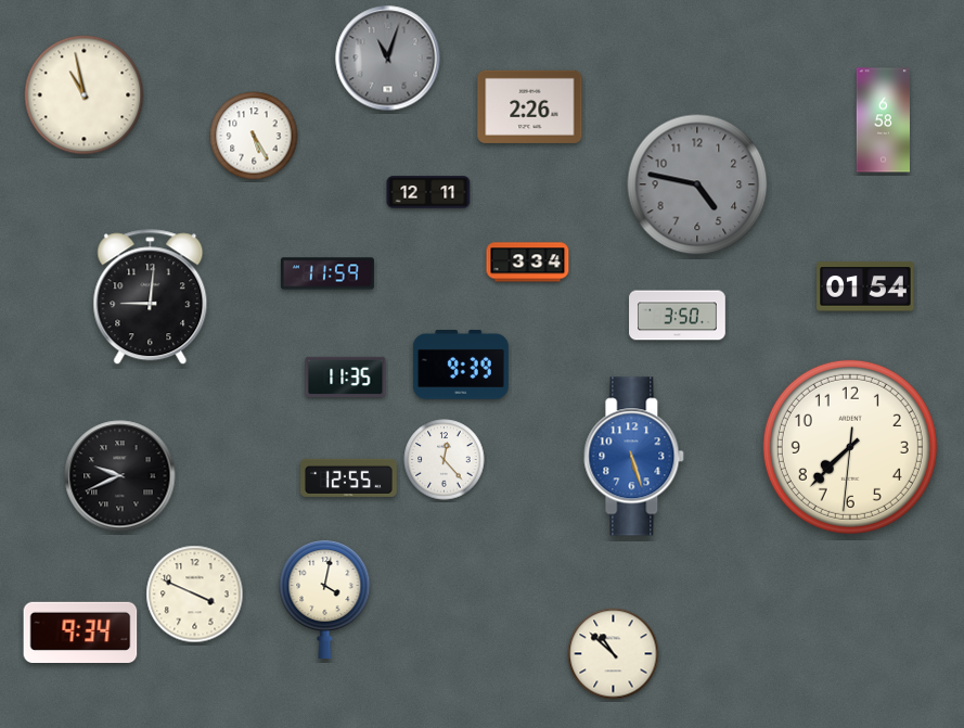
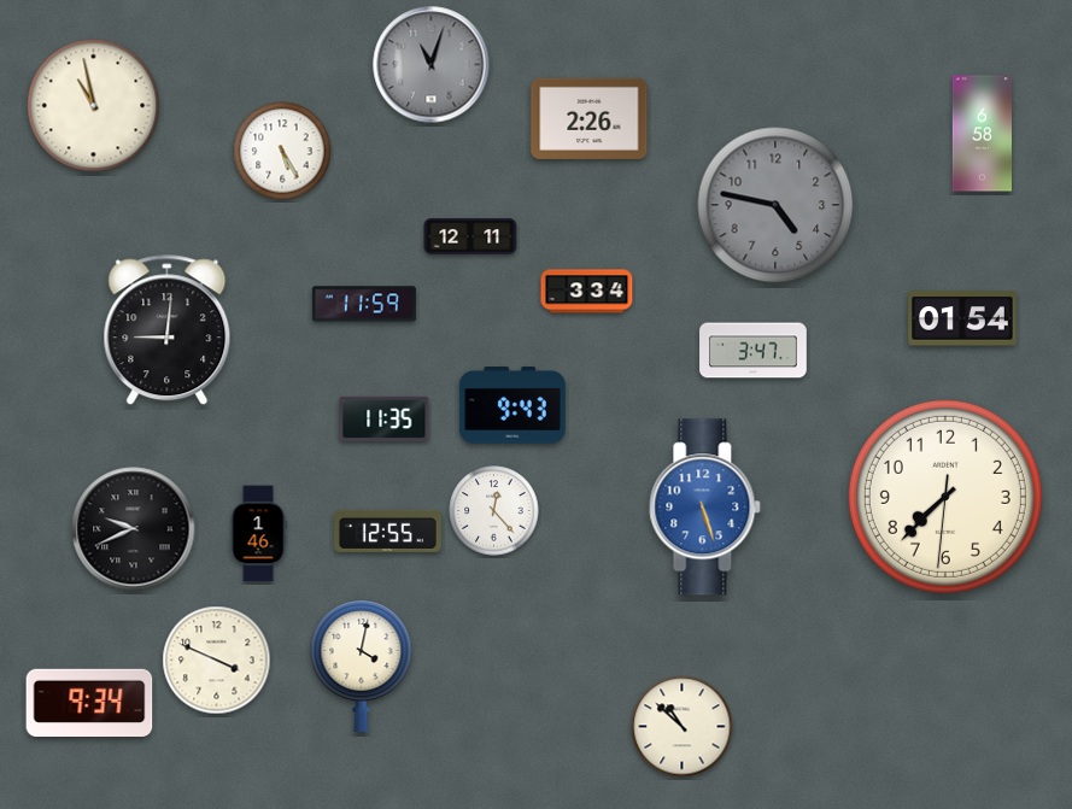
clock at (428, 192) position: (428, 192) -> (470, 236)
clock at (678, 316): 3:50 -> 3:47
clock at (461, 366): 9:39 -> 9:43
clock at (258, 534): none -> 1:46
